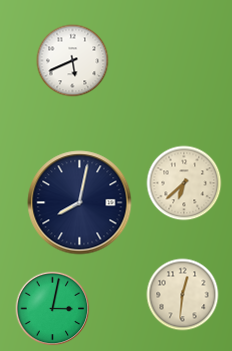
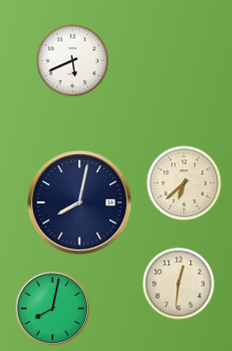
clock at (183, 295) position: (183, 295) -> (179, 284)
clock at (53, 309): 3:02 -> 8:02
